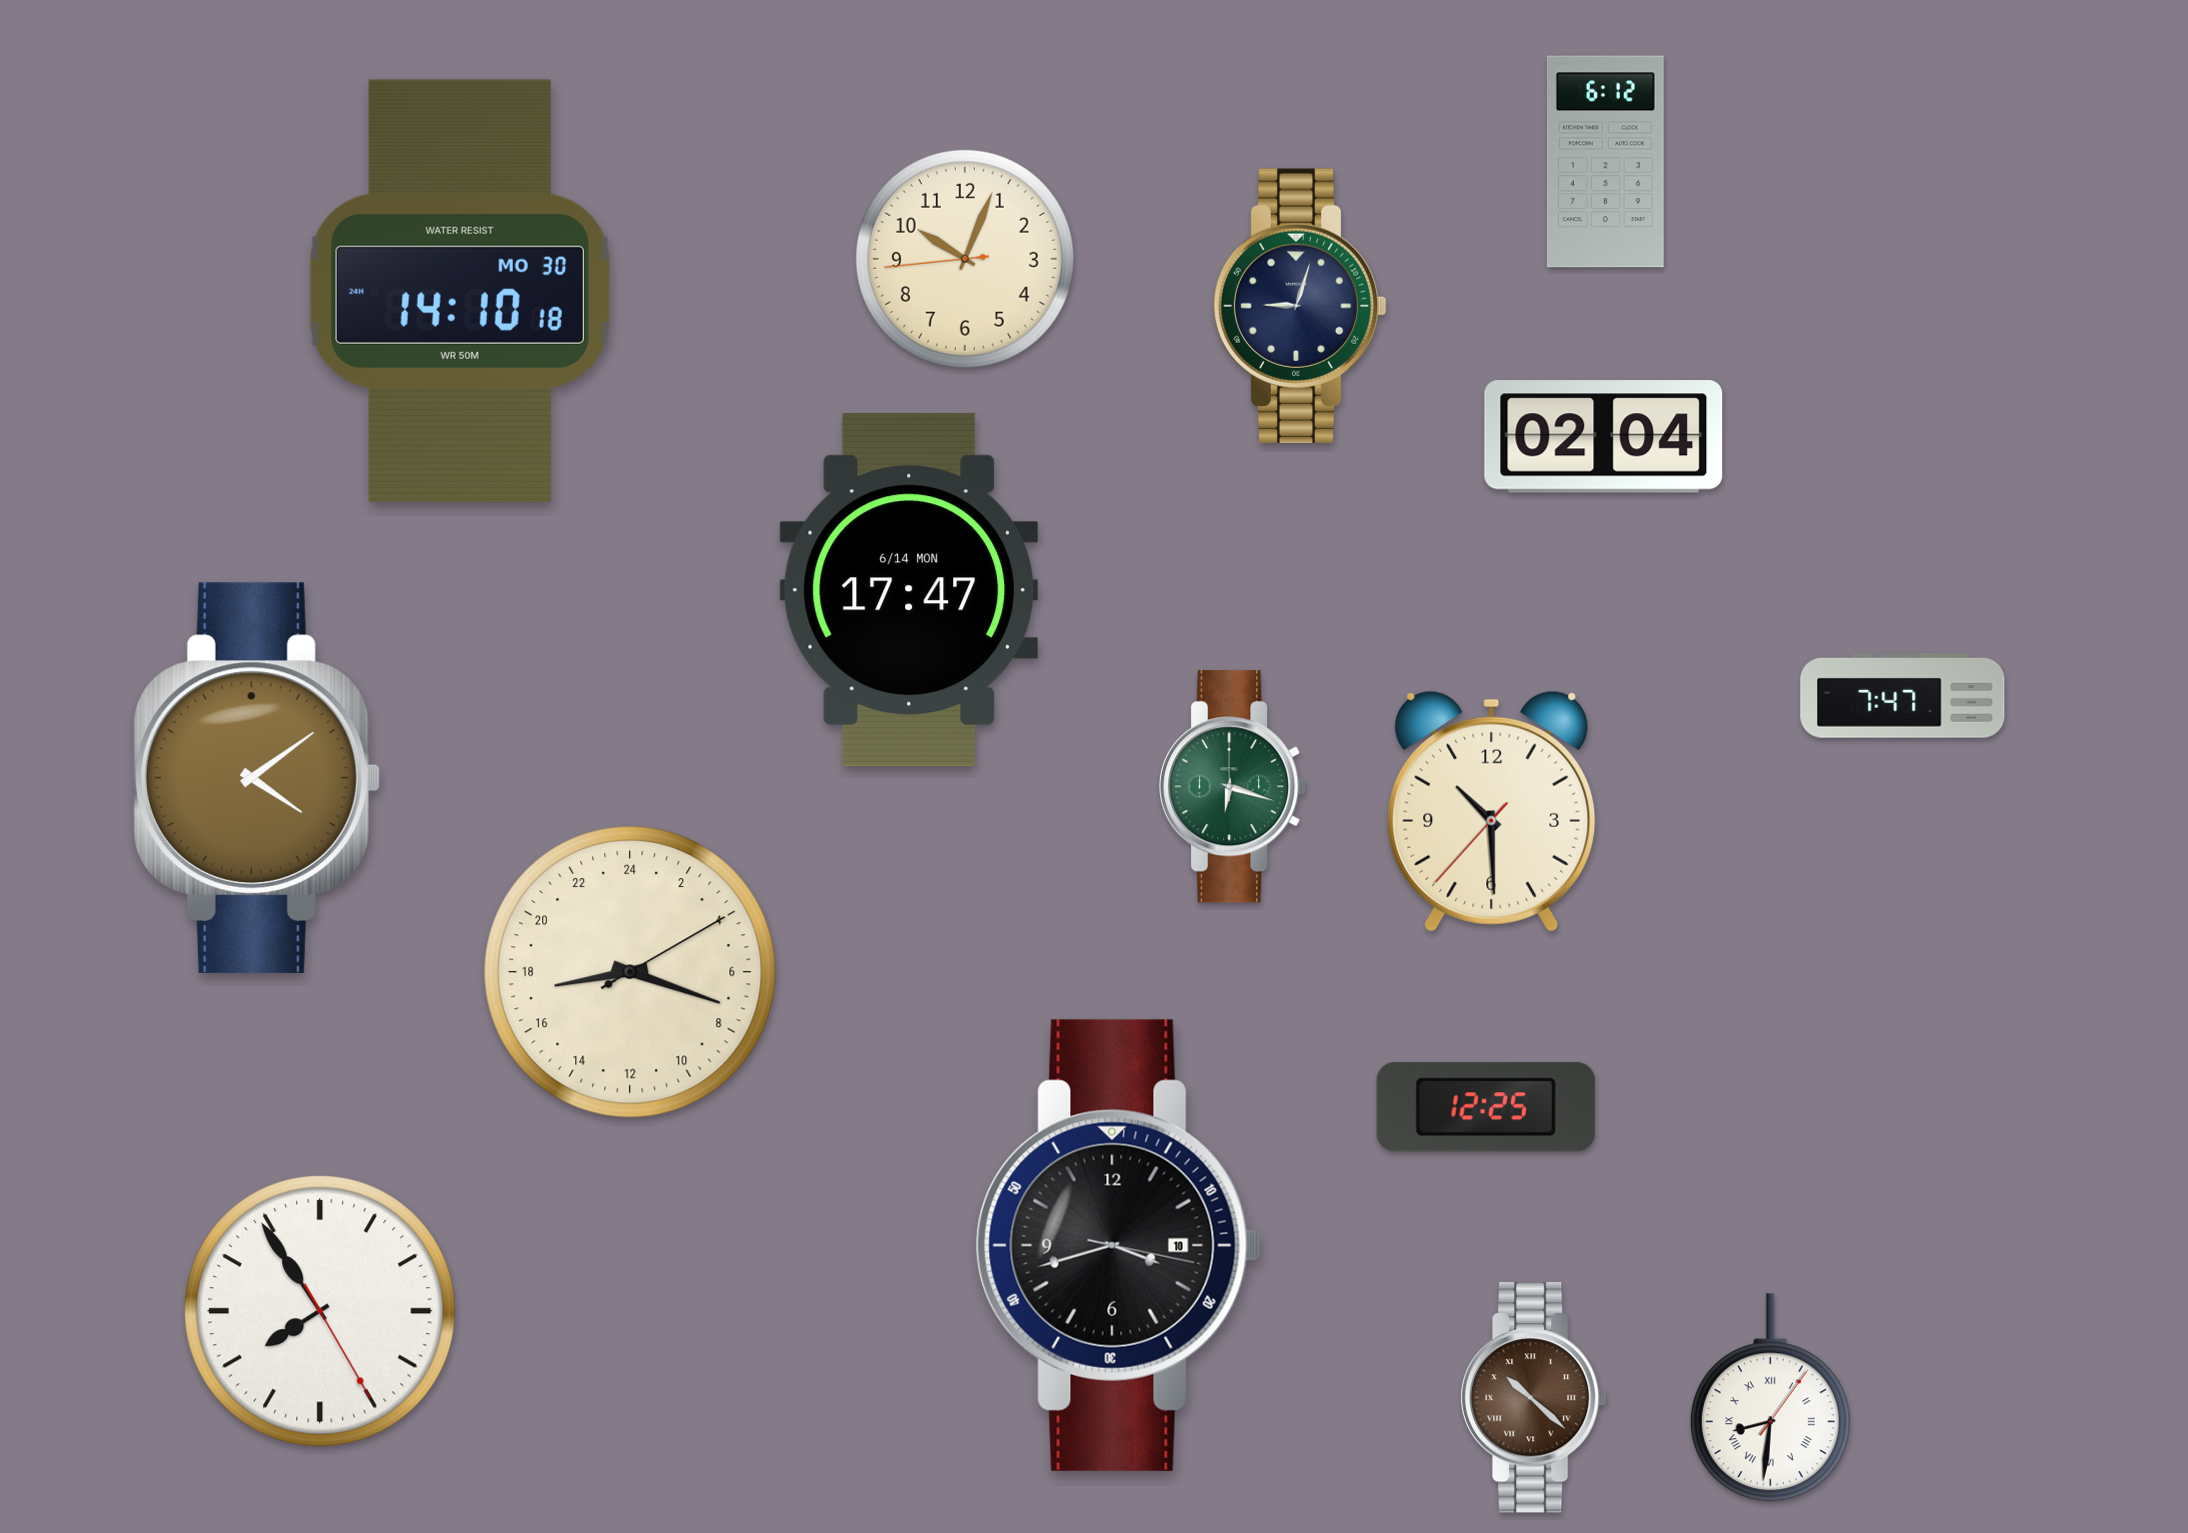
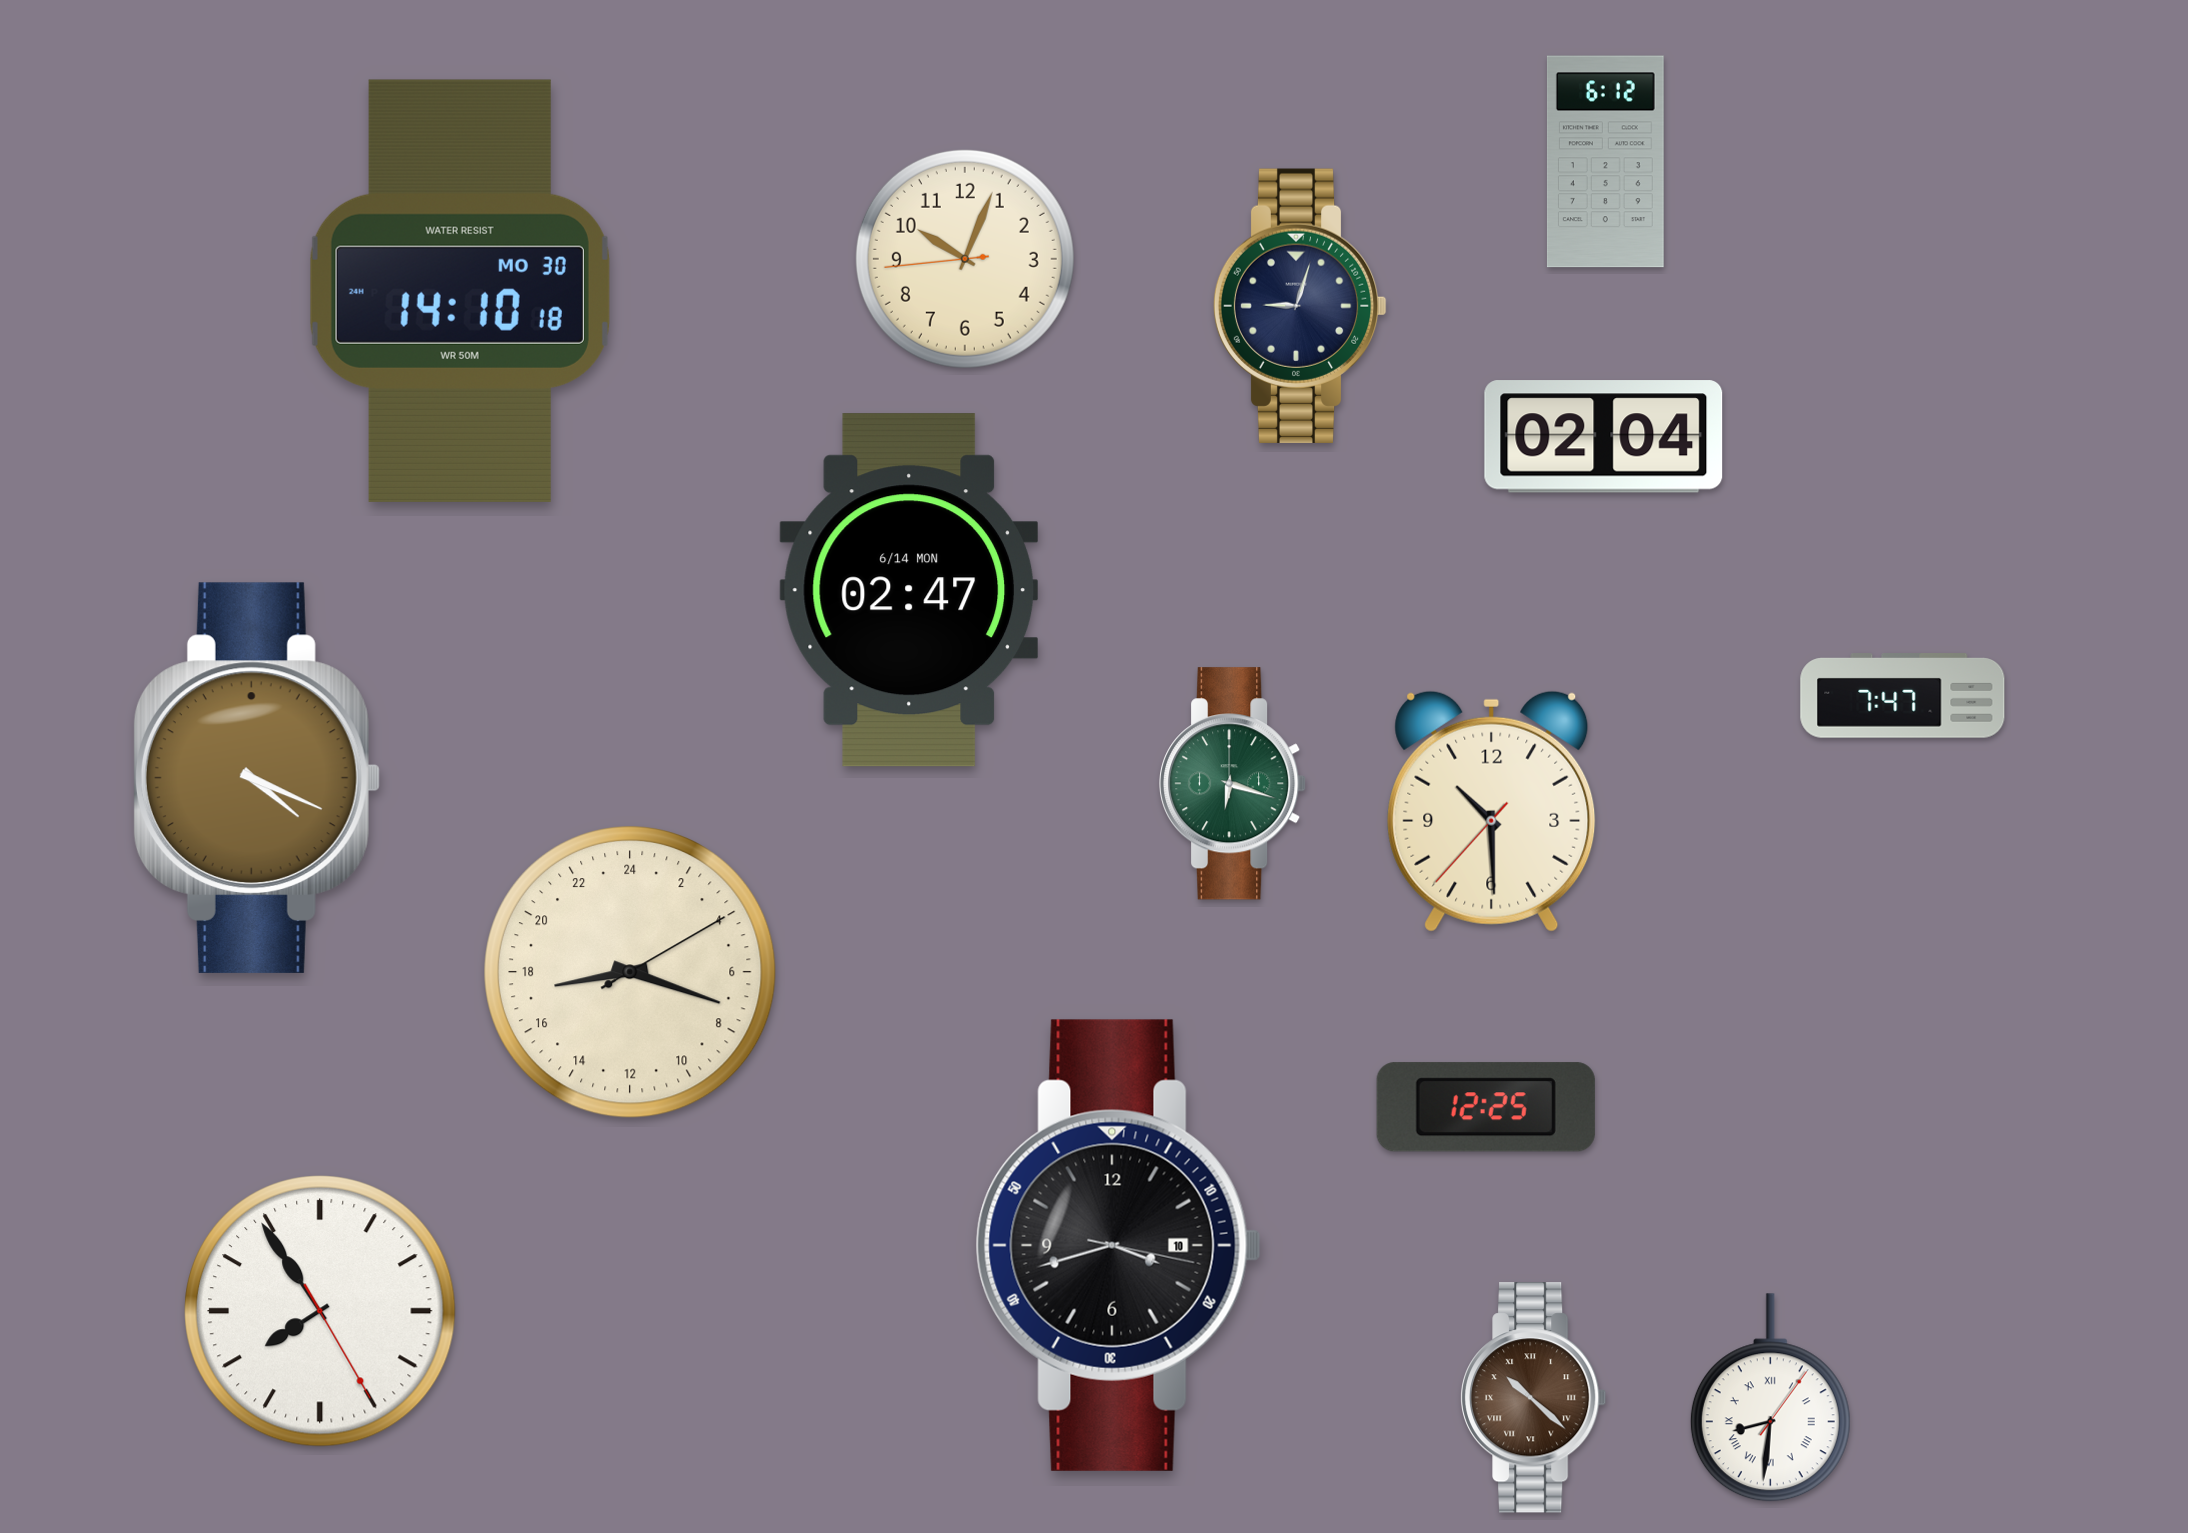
clock at (908, 590): 17:47 -> 02:47
clock at (256, 778): 4:09 -> 4:19
clock at (1233, 787) position: (1233, 787) -> (1233, 784)
